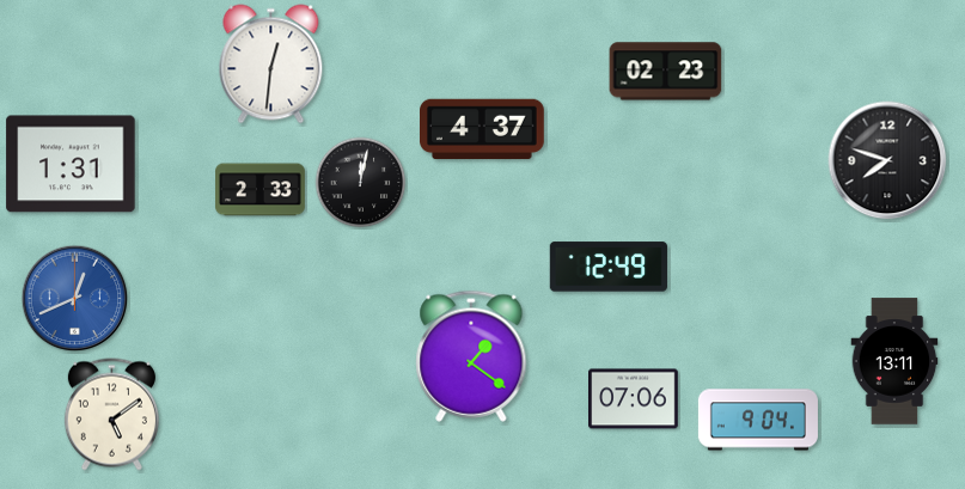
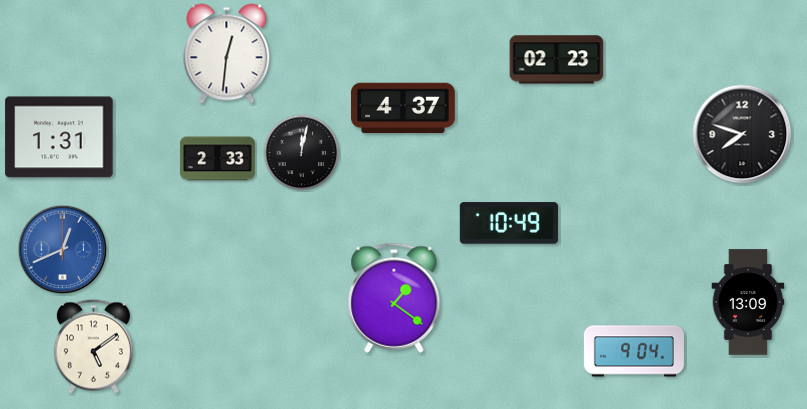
clock at (609, 267): 12:49 -> 10:49
clock at (894, 361): 13:11 -> 13:09
clock at (634, 399): 07:06 -> none
